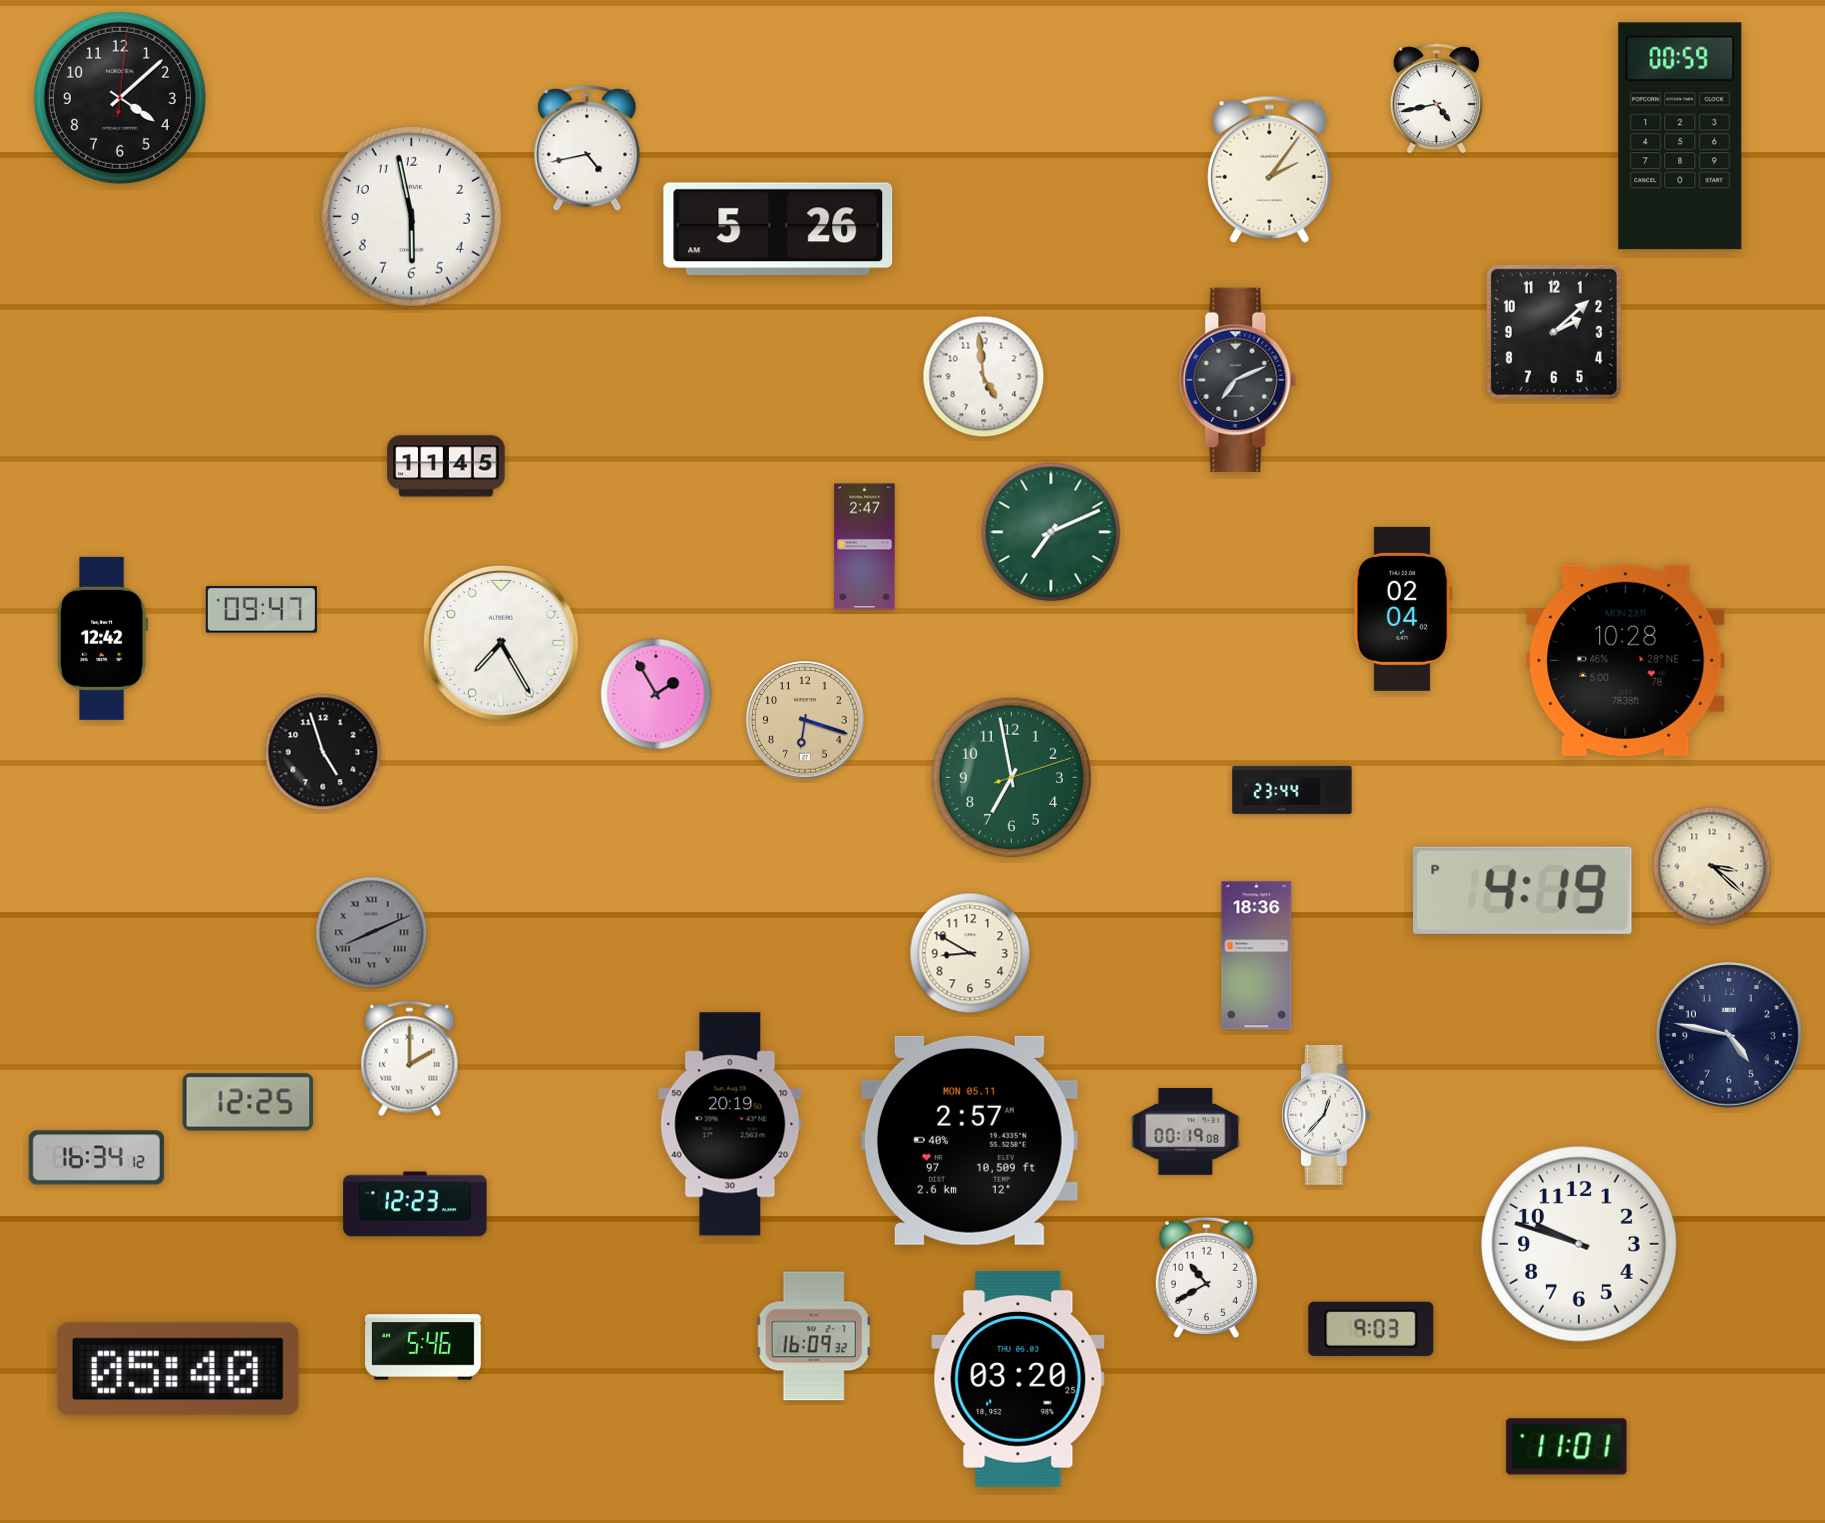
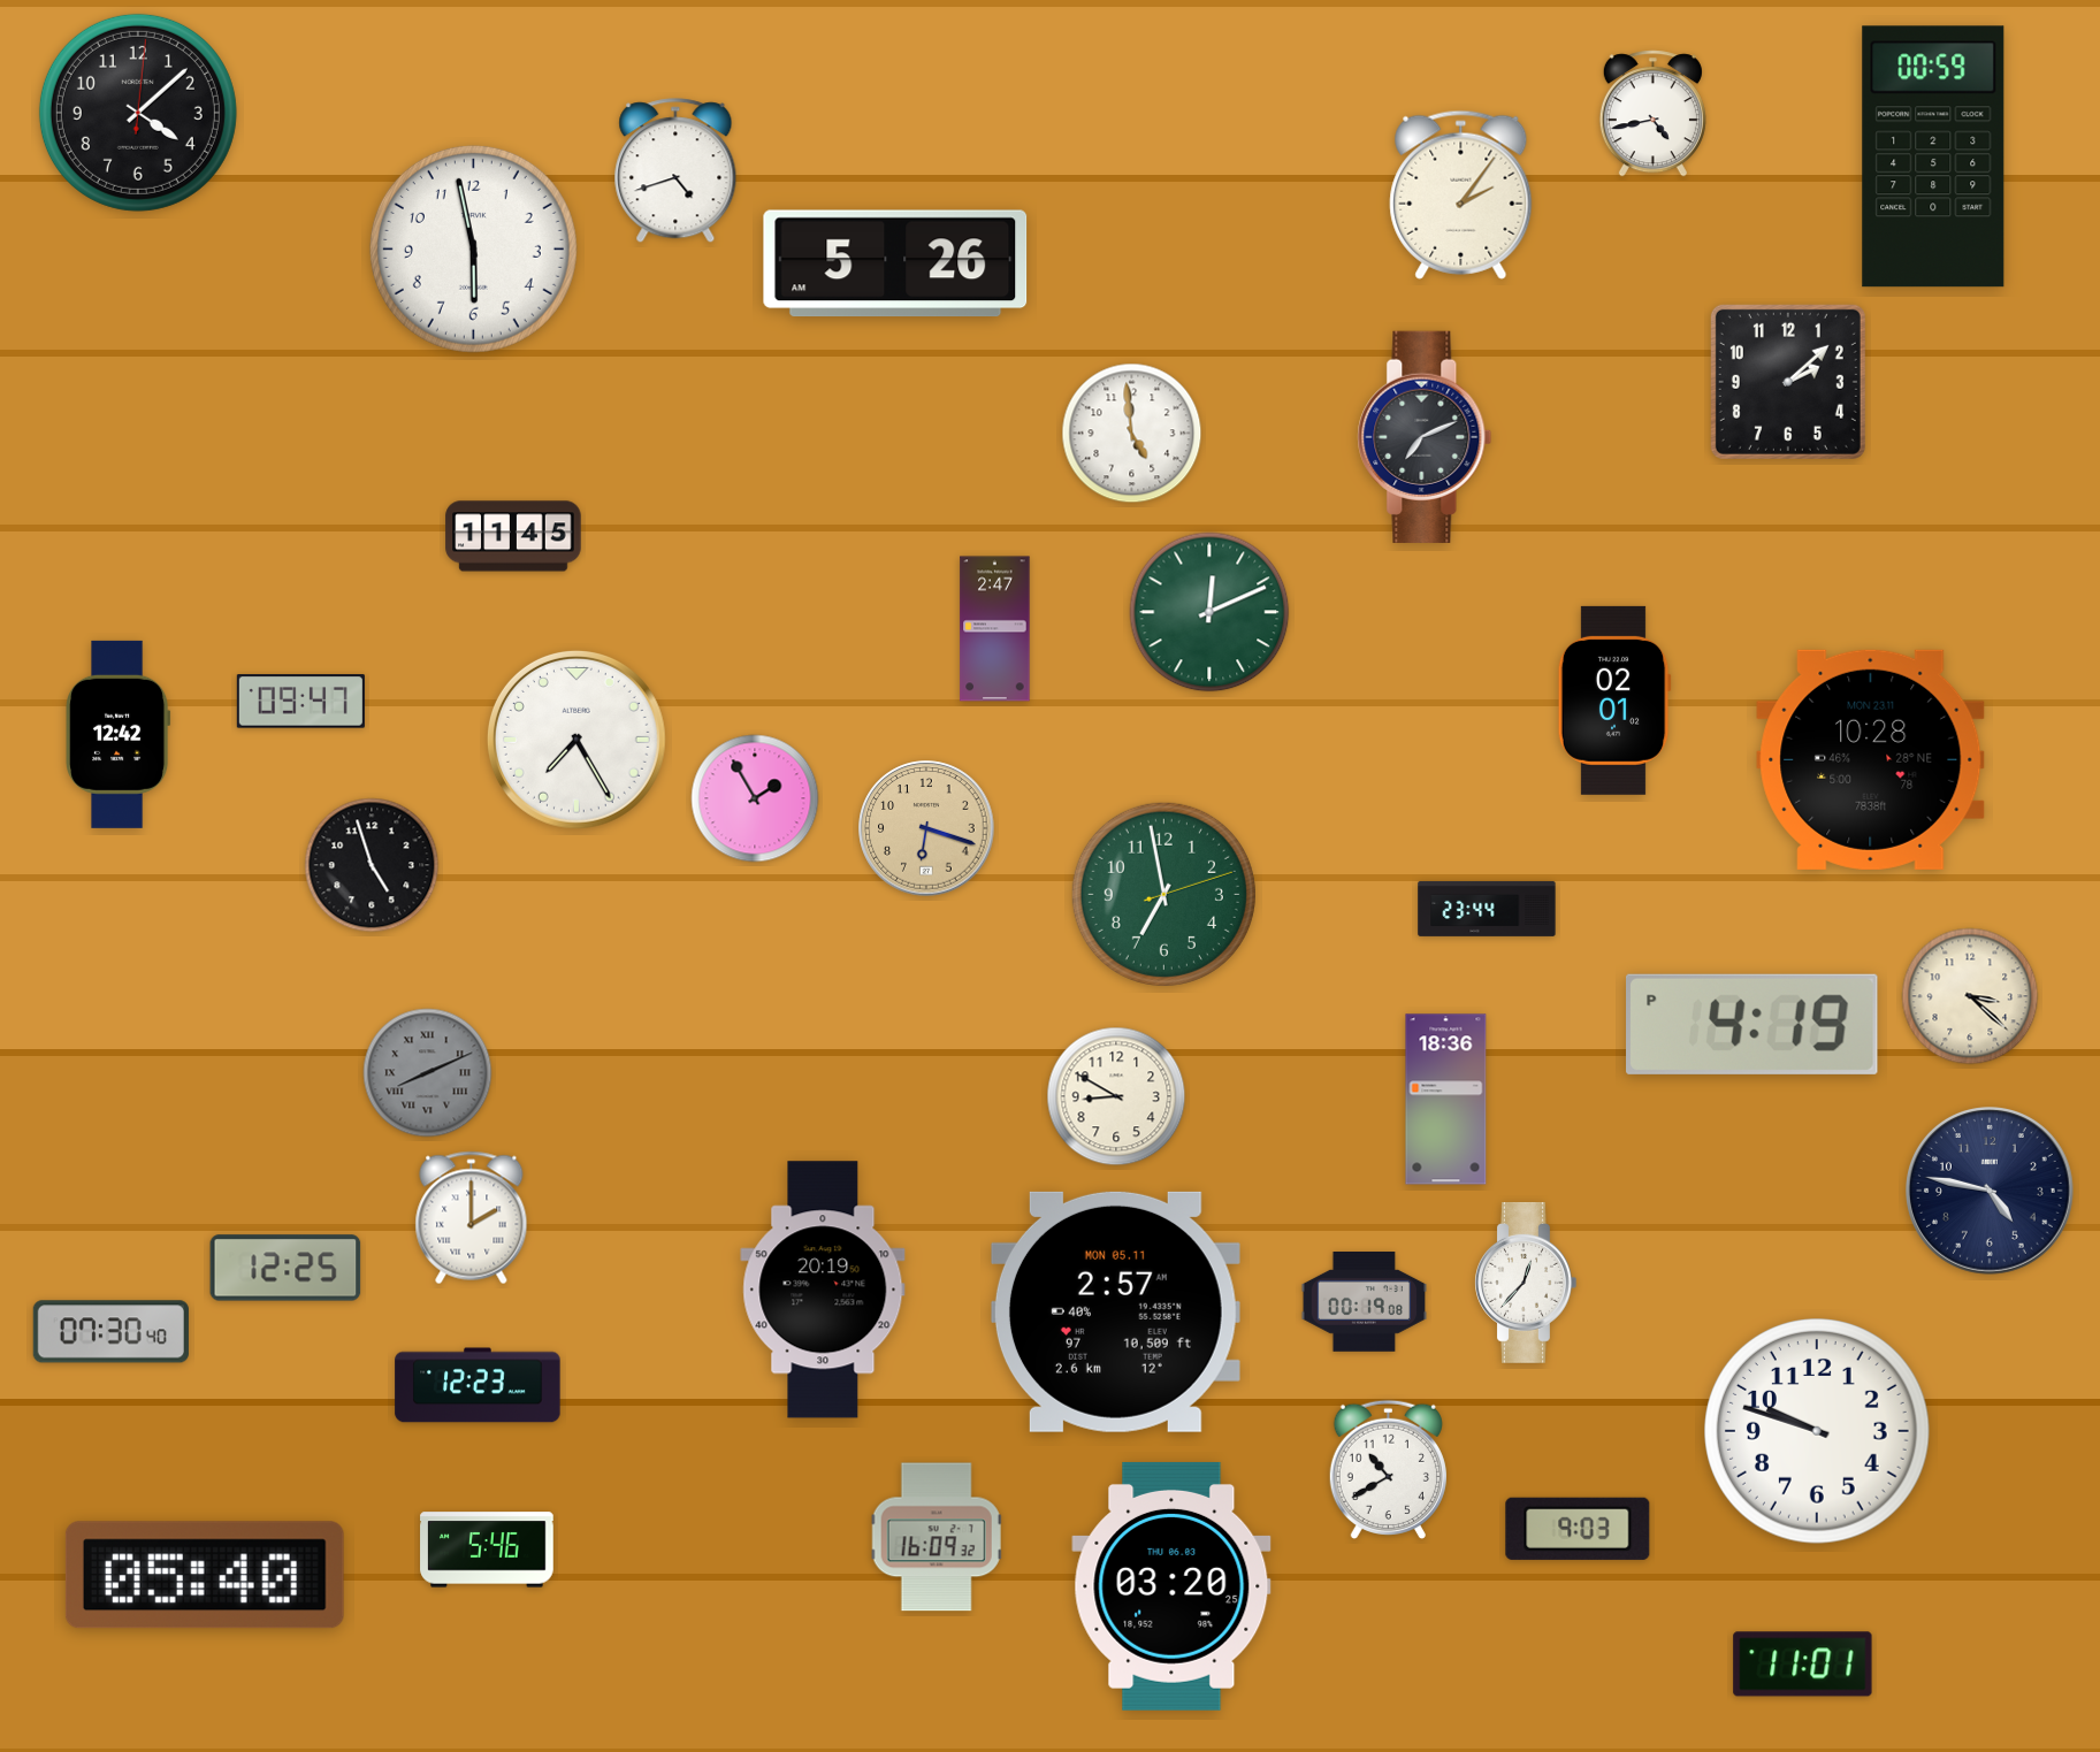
clock at (587, 149): 4:43 -> 4:42
clock at (1051, 532): 7:11 -> 12:11
clock at (1403, 609): 02:04 -> 02:01
clock at (730, 1124) position: (730, 1124) -> (823, 1290)
clock at (96, 1158): 16:34 -> 07:30
